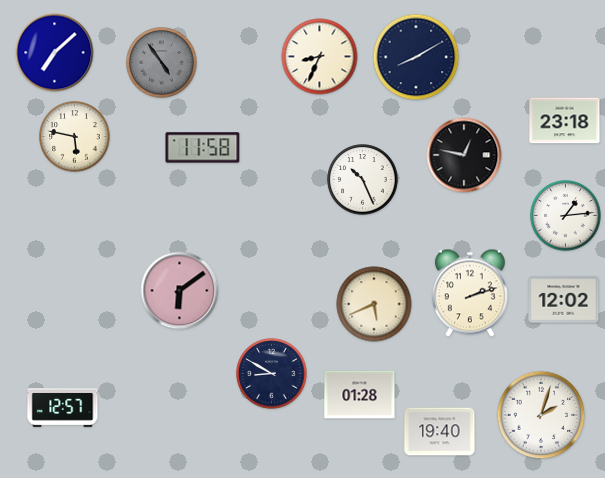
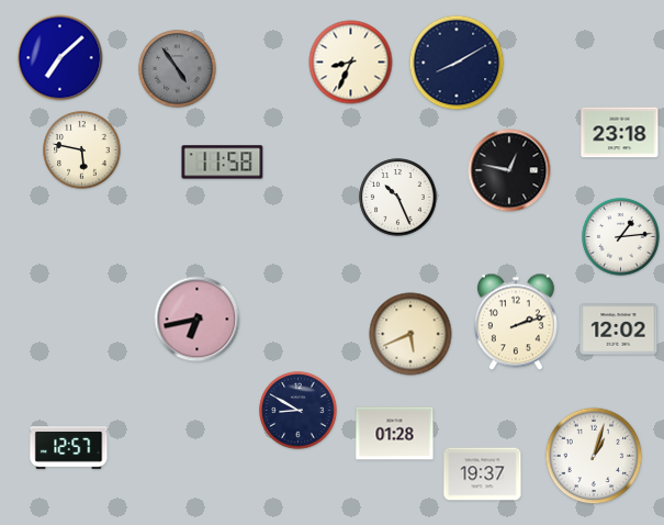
clock at (180, 291): 6:09 -> 6:43
clock at (541, 415): 2:03 -> 1:03
clock at (440, 432): 19:40 -> 19:37
